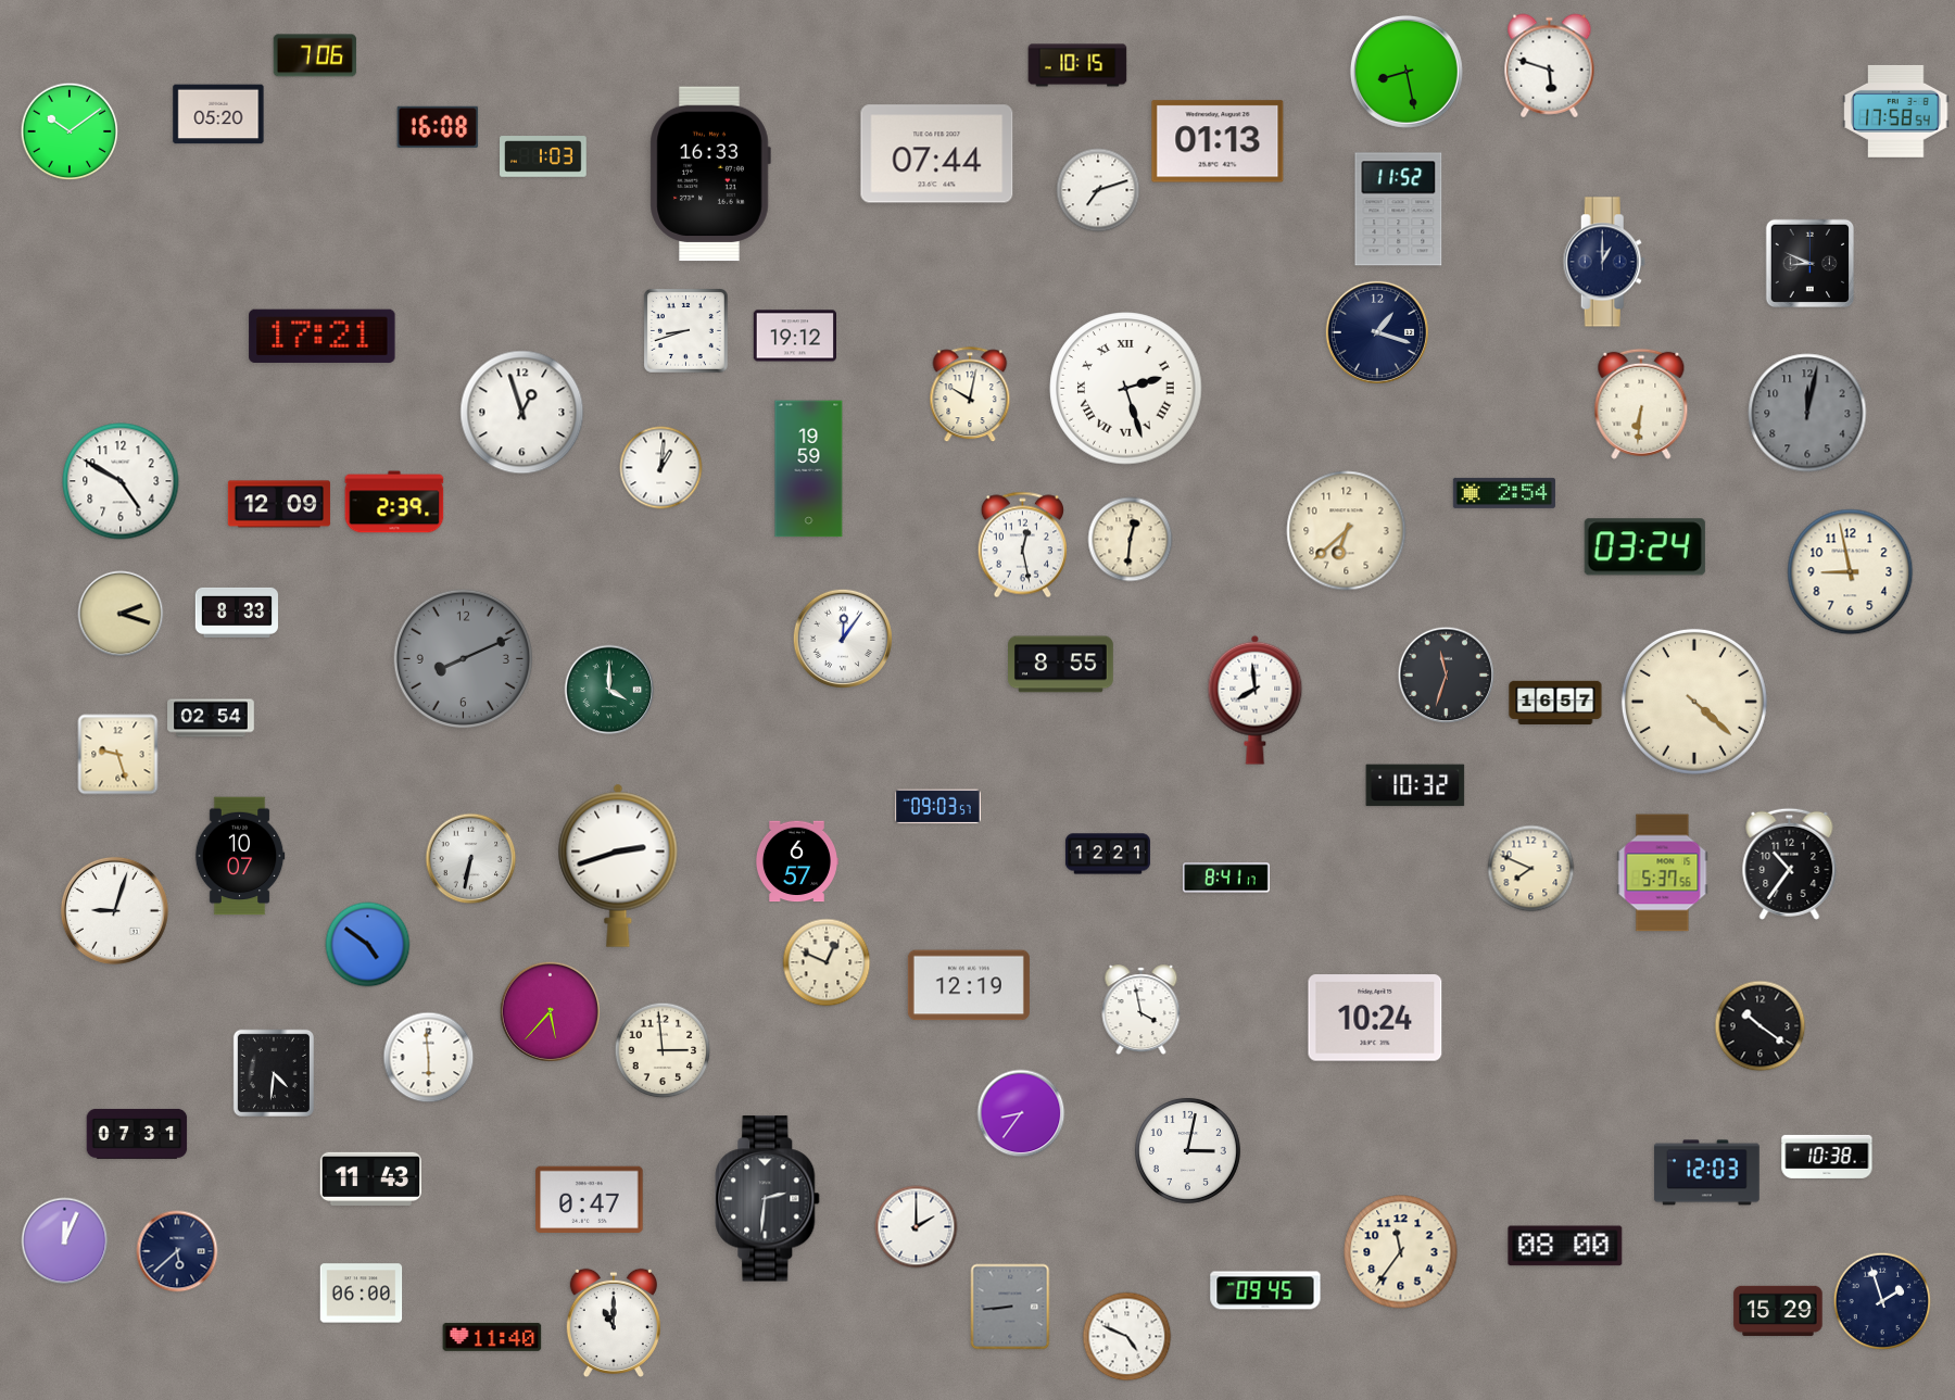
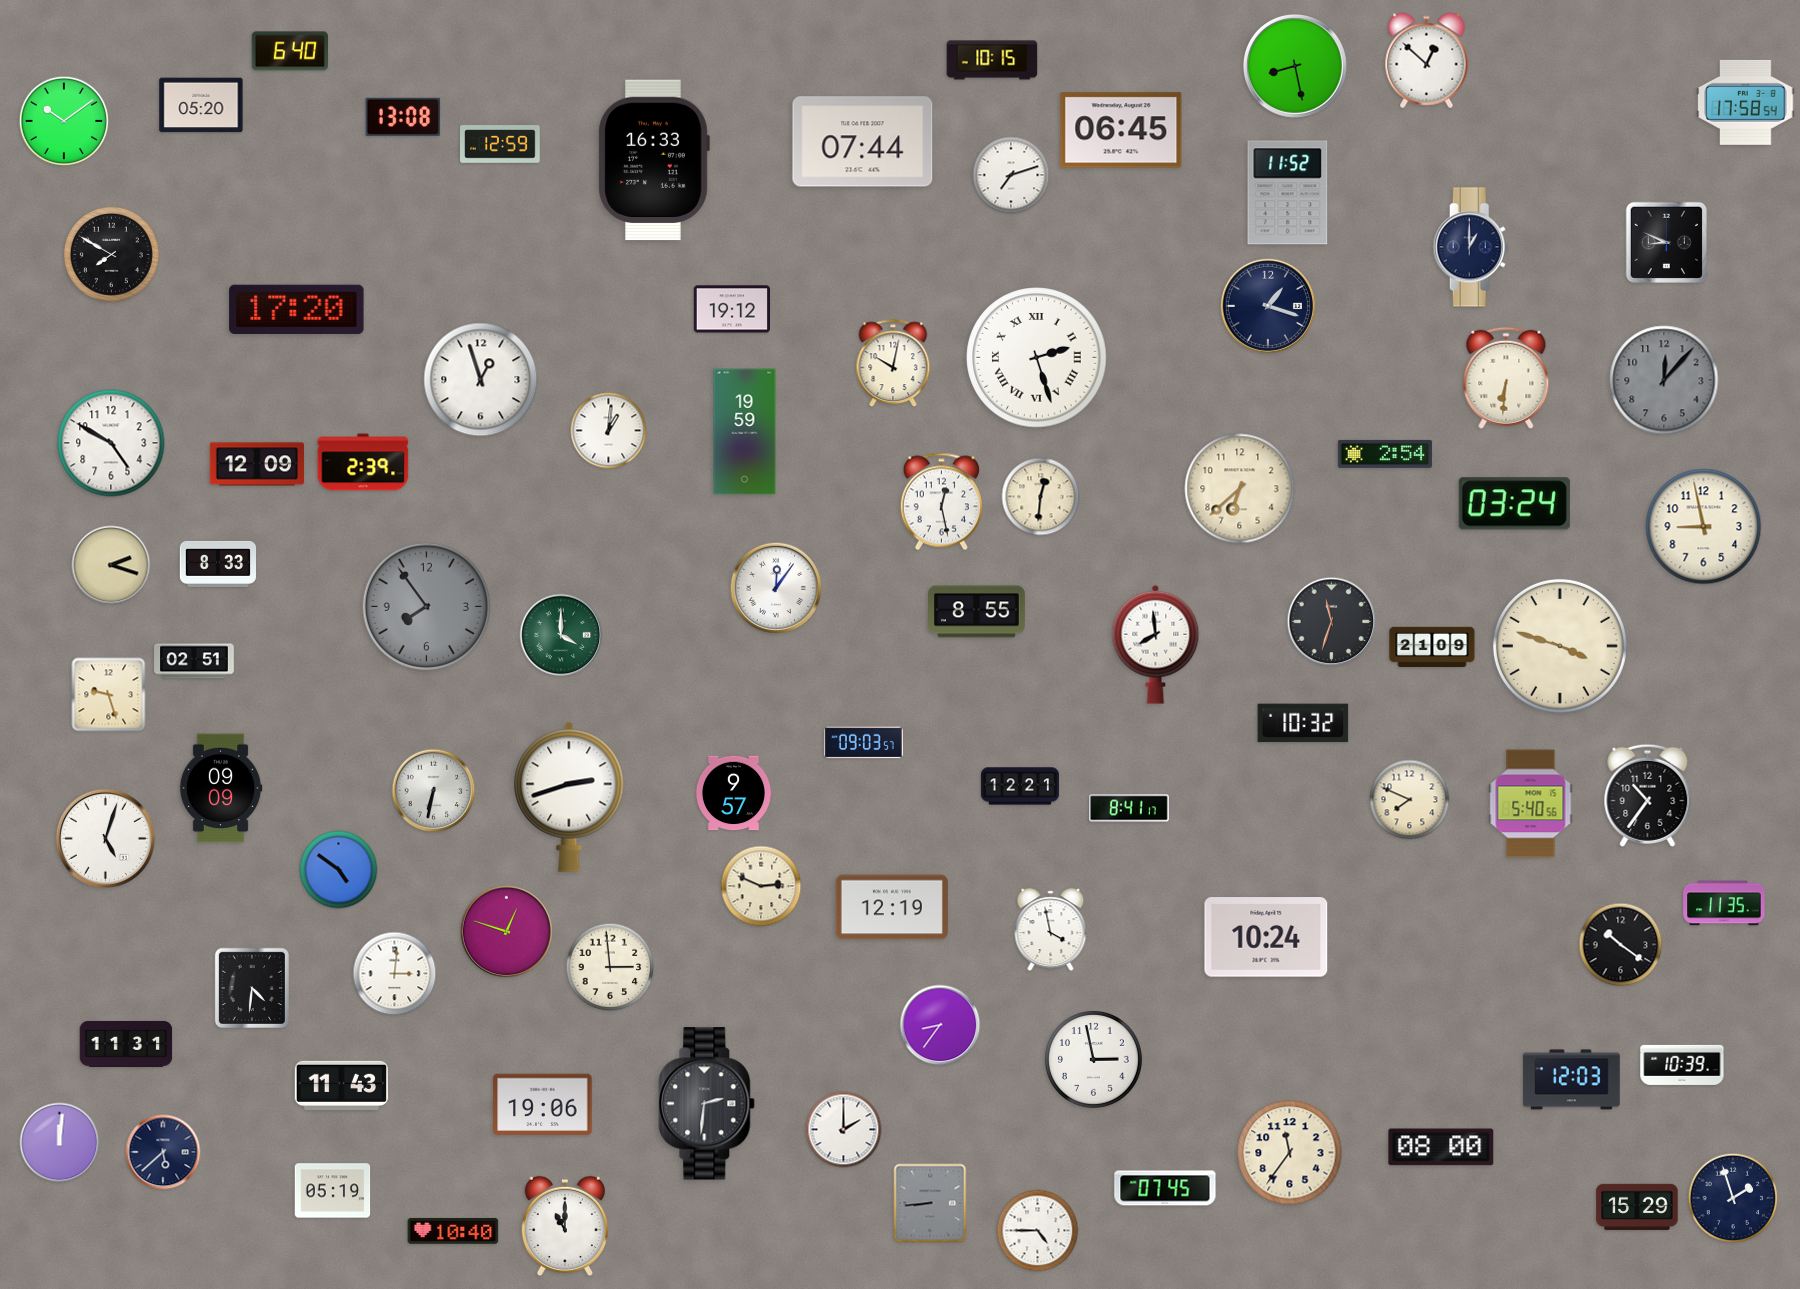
clock at (315, 55): 7:06 -> 6:40
clock at (1550, 66): 5:48 -> 12:52
clock at (438, 127): 16:08 -> 13:08
clock at (1218, 141): 01:13 -> 06:45
clock at (544, 156): 1:03 -> 12:59
clock at (1604, 262) position: (1604, 262) -> (1471, 247)
clock at (111, 254): none -> 7:50
clock at (685, 330): 8:42 -> none
clock at (323, 336): 17:21 -> 17:20
clock at (1641, 404) position: (1641, 404) -> (1506, 378)
clock at (1807, 413): 12:02 -> 12:07
clock at (463, 658): 8:11 -> 7:54
clock at (1555, 702): 16:57 -> 21:09
clock at (1694, 702): 4:22 -> 3:48
clock at (211, 718): 02:54 -> 02:51
clock at (240, 856): 10:07 -> 09:09
clock at (796, 861): 6:57 -> 9:57
clock at (1663, 873): 5:37 -> 5:40
clock at (114, 910): 9:03 -> 5:03
clock at (827, 962): 12:49 -> 2:49
clock at (1724, 903): none -> 11:35
clock at (550, 1011): 5:37 -> 12:48
clock at (429, 1058): 5:59 -> 3:01
clock at (137, 1134): 07:31 -> 11:31
clock at (1187, 1150): 3:02 -> 2:58
clock at (1827, 1157): 10:38 -> 10:39
clock at (590, 1200): 0:47 -> 19:06
clock at (65, 1241): 12:04 -> 12:01
clock at (1265, 1290): 09:45 -> 07:45
clock at (362, 1294): 06:00 -> 05:19
clock at (614, 1323) position: (614, 1323) -> (565, 1226)
clock at (492, 1337): 11:40 -> 10:40
clock at (1127, 1337): 4:49 -> 4:45
